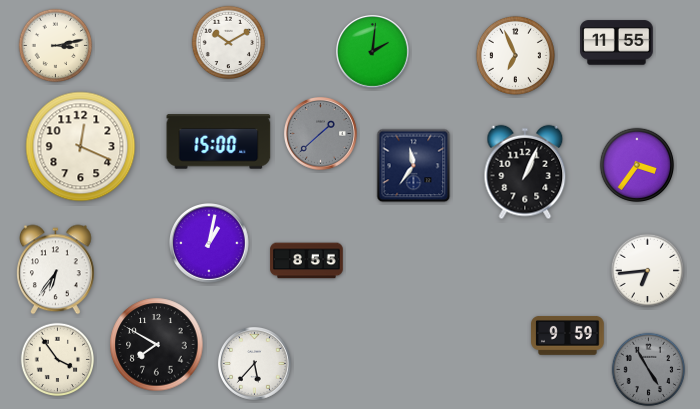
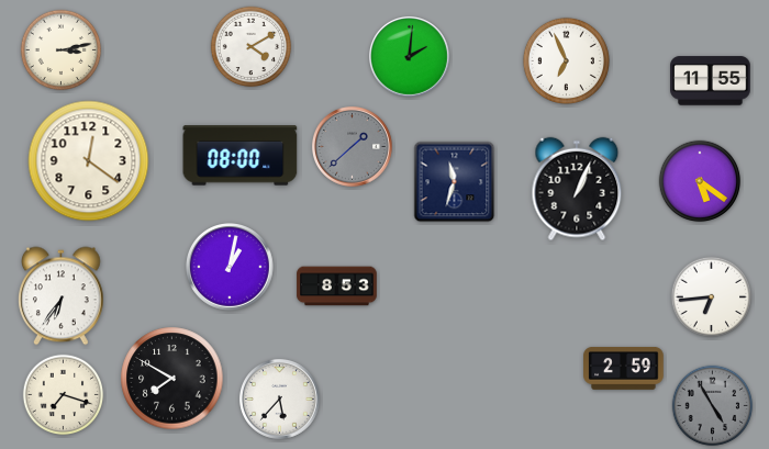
clock at (229, 43): 10:10 -> 4:10
clock at (617, 43) position: (617, 43) -> (711, 81)
clock at (219, 142): 15:00 -> 08:00
clock at (81, 147): 12:19 -> 12:21
clock at (637, 165): 3:36 -> 5:21
clock at (414, 166): 11:36 -> 11:33
clock at (307, 261): 8:55 -> 8:53
clock at (568, 336): 9:59 -> 2:59
clock at (58, 360): 3:54 -> 7:18
